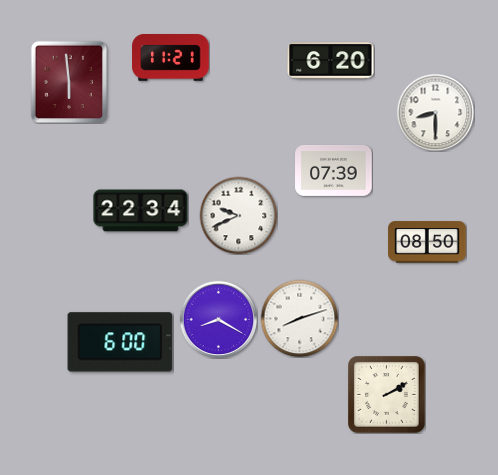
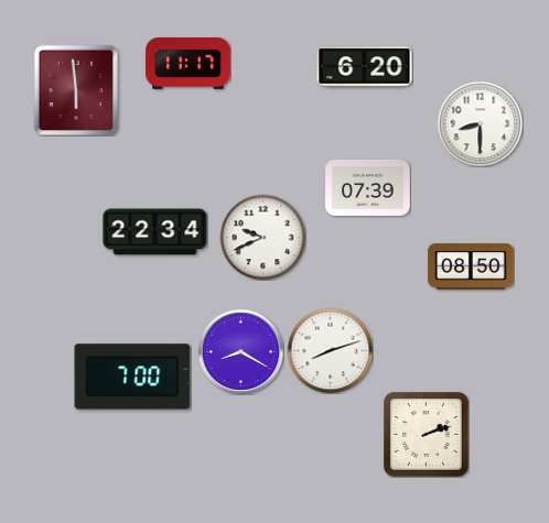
clock at (171, 58): 11:21 -> 11:17
clock at (120, 342): 6:00 -> 7:00
clock at (387, 395): 2:10 -> 2:12
